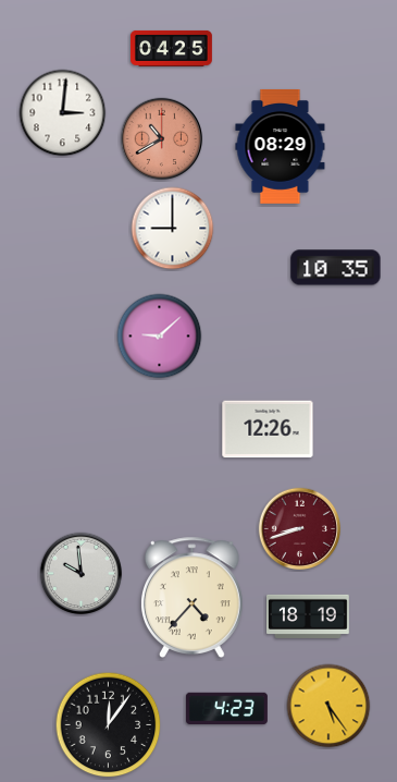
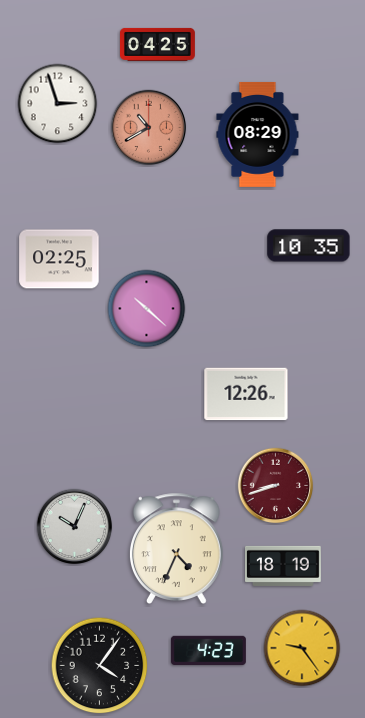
clock at (63, 113): 3:01 -> 2:57
clock at (173, 229): 9:00 -> none
clock at (59, 259): none -> 02:25
clock at (160, 337): 9:08 -> 10:22
clock at (82, 574): 9:59 -> 10:04
clock at (191, 597): 4:37 -> 4:34
clock at (328, 706): 5:24 -> 9:24
clock at (109, 725): 12:06 -> 4:06
